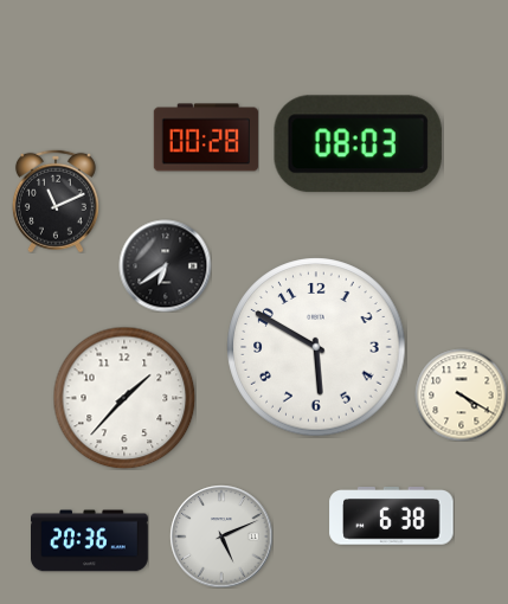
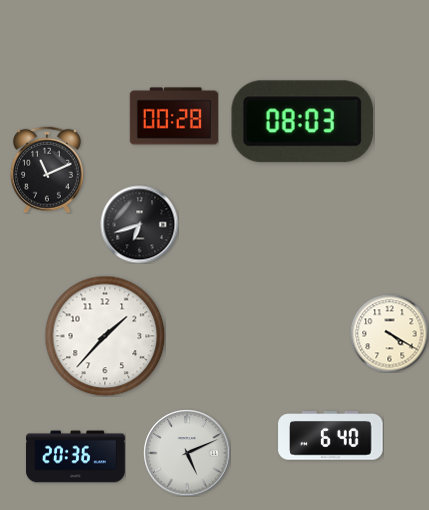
clock at (165, 265): 6:39 -> 6:42
clock at (316, 347): 5:50 -> none
clock at (392, 516): 6:38 -> 6:40
